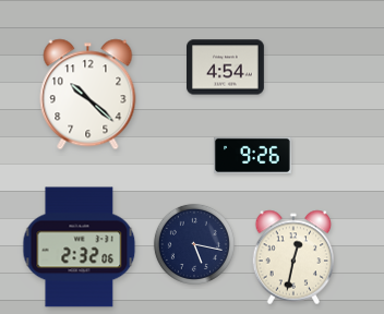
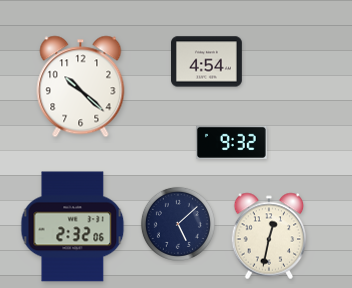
clock at (253, 155): 9:26 -> 9:32
clock at (194, 244): 5:17 -> 5:08
